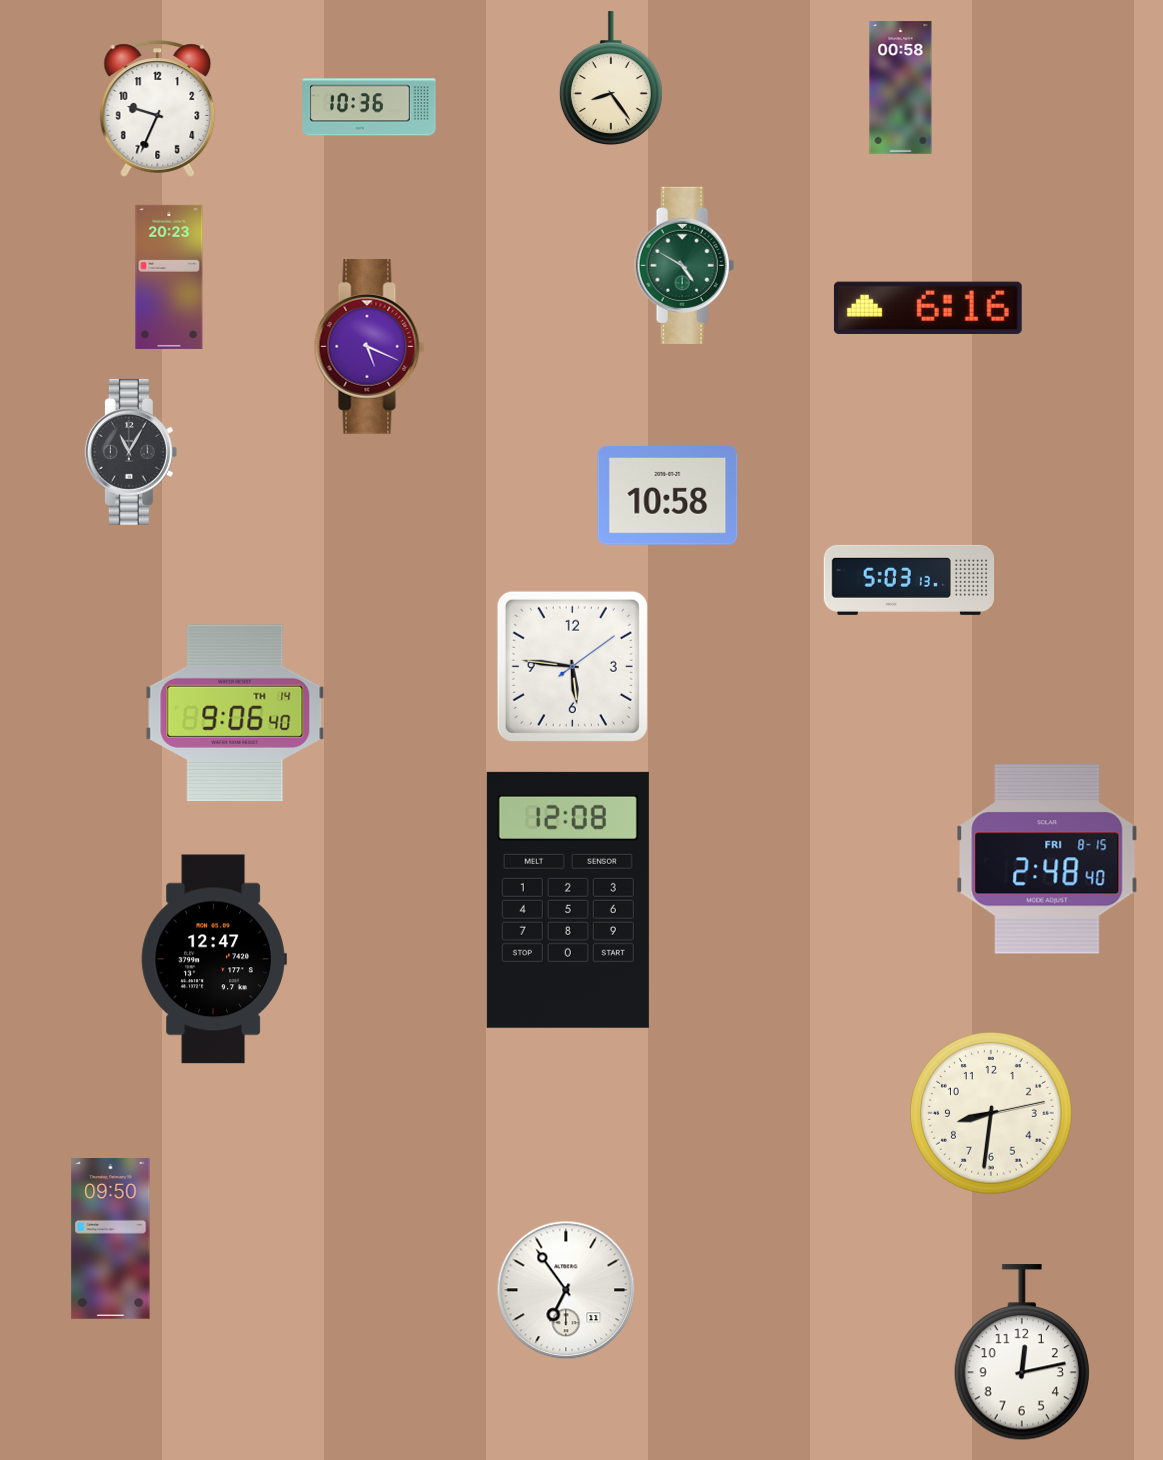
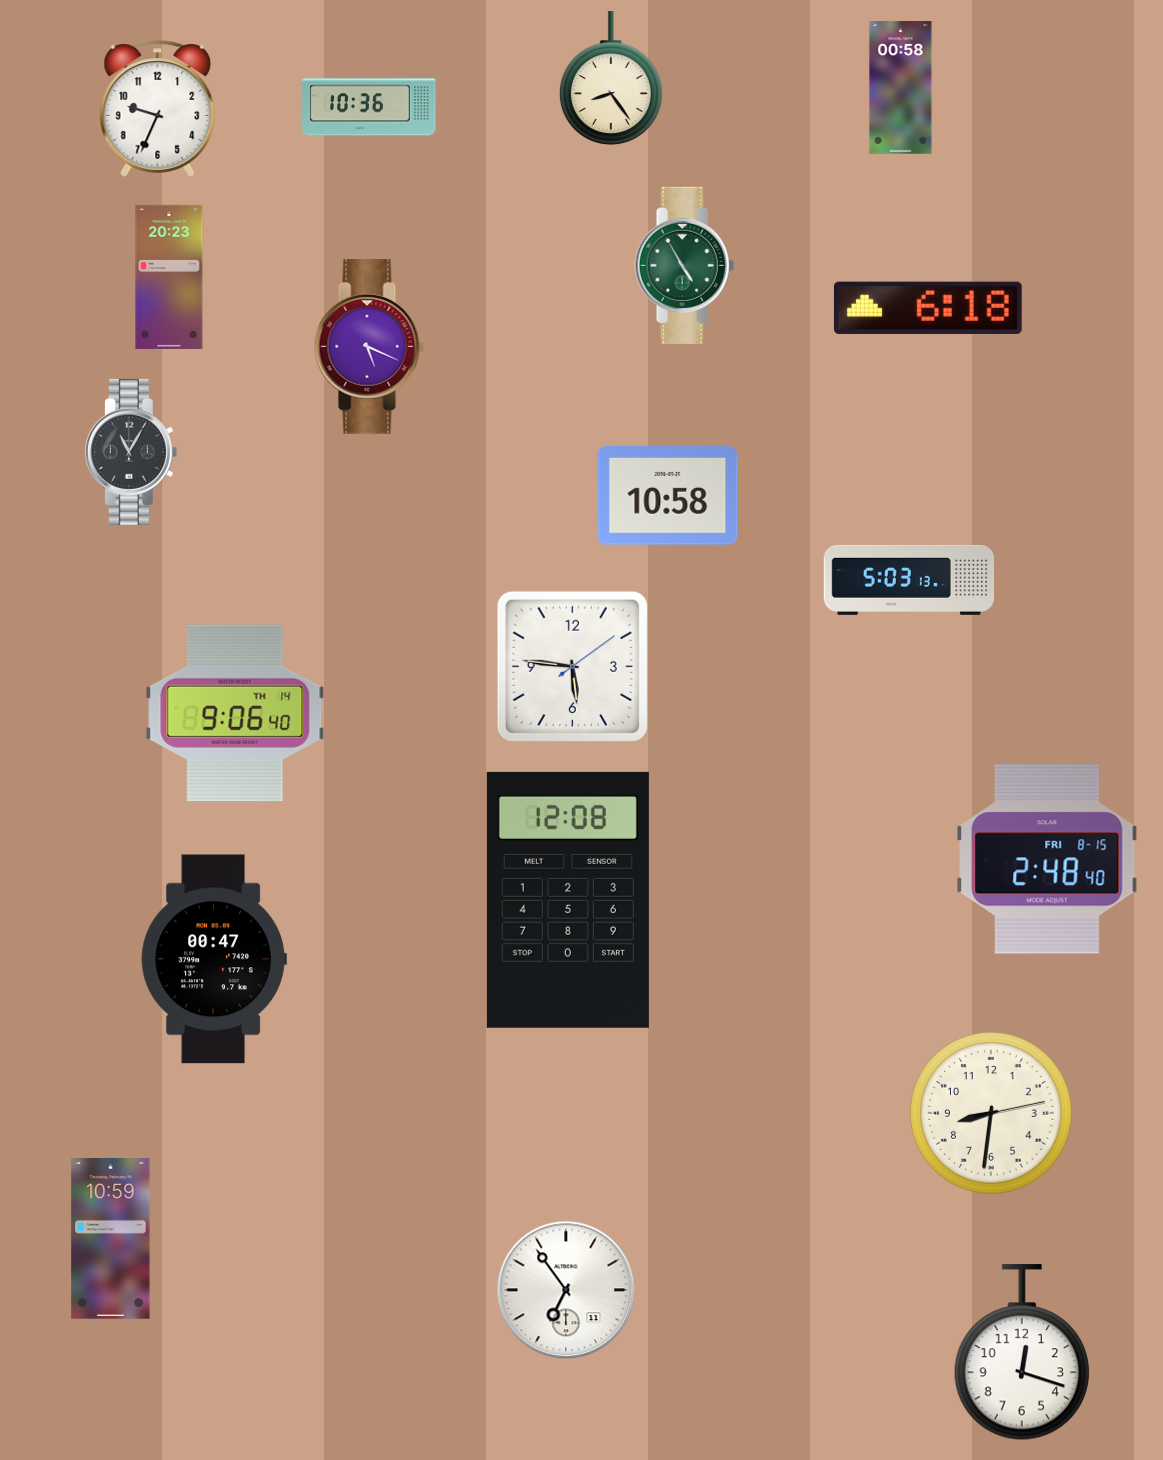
clock at (685, 265): 4:50 -> 4:55
clock at (928, 308): 6:16 -> 6:18
clock at (214, 959): 12:47 -> 00:47
clock at (111, 1239): 09:50 -> 10:59
clock at (1022, 1353): 12:13 -> 12:18
